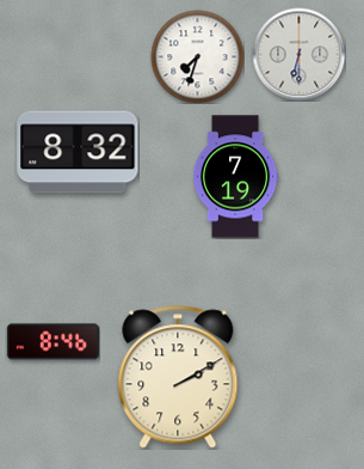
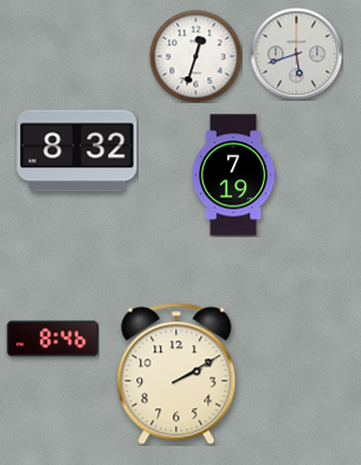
clock at (298, 54): 6:30 -> 5:42
clock at (197, 56): 7:33 -> 12:33
